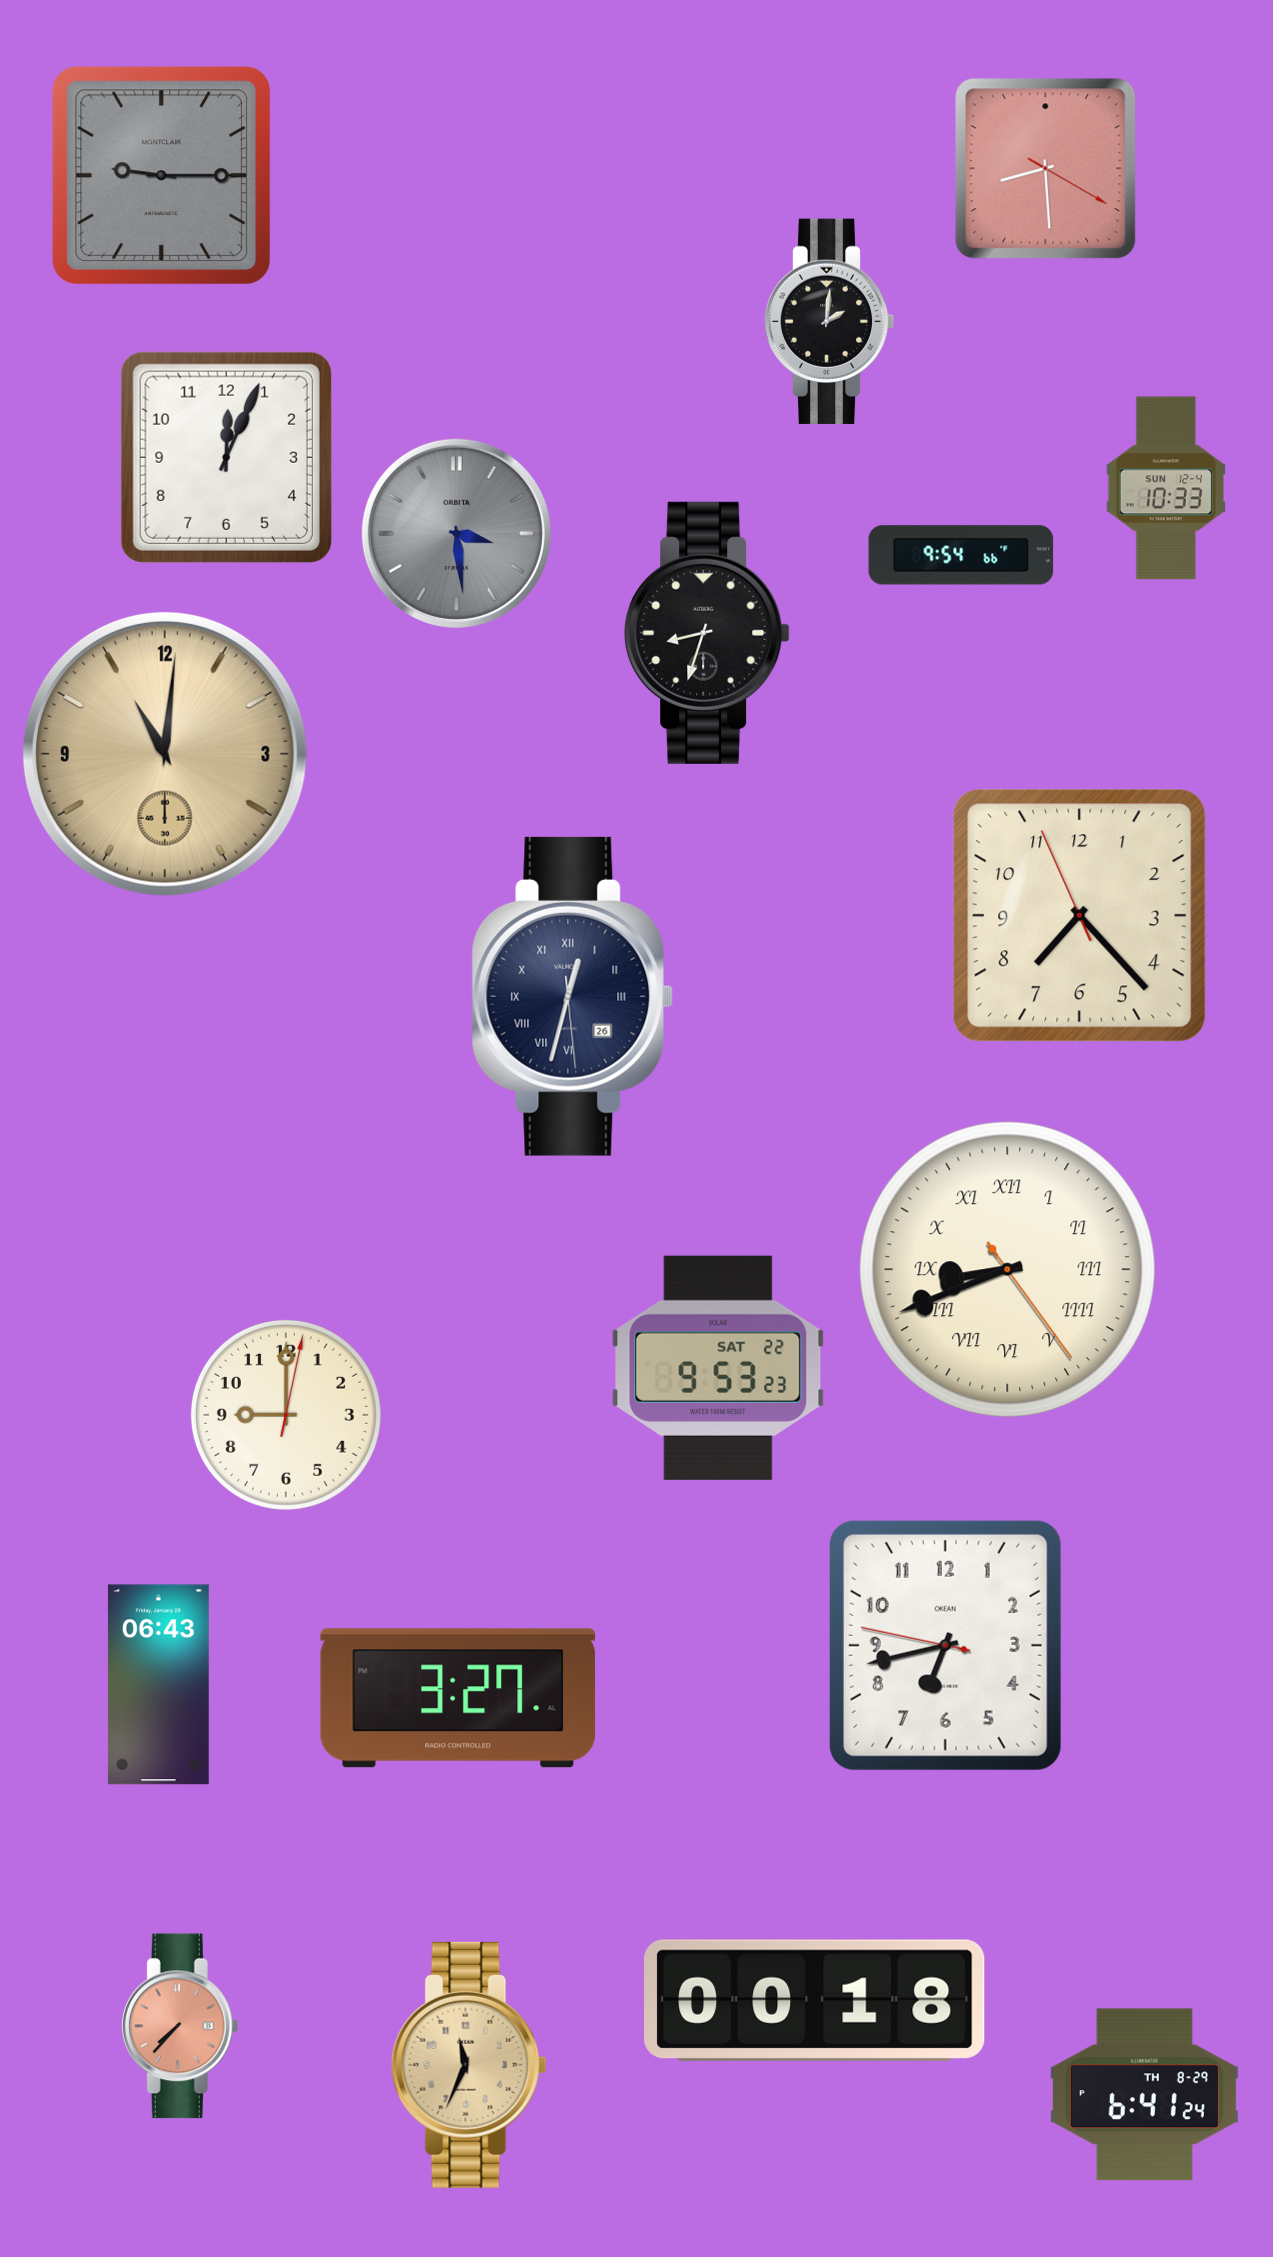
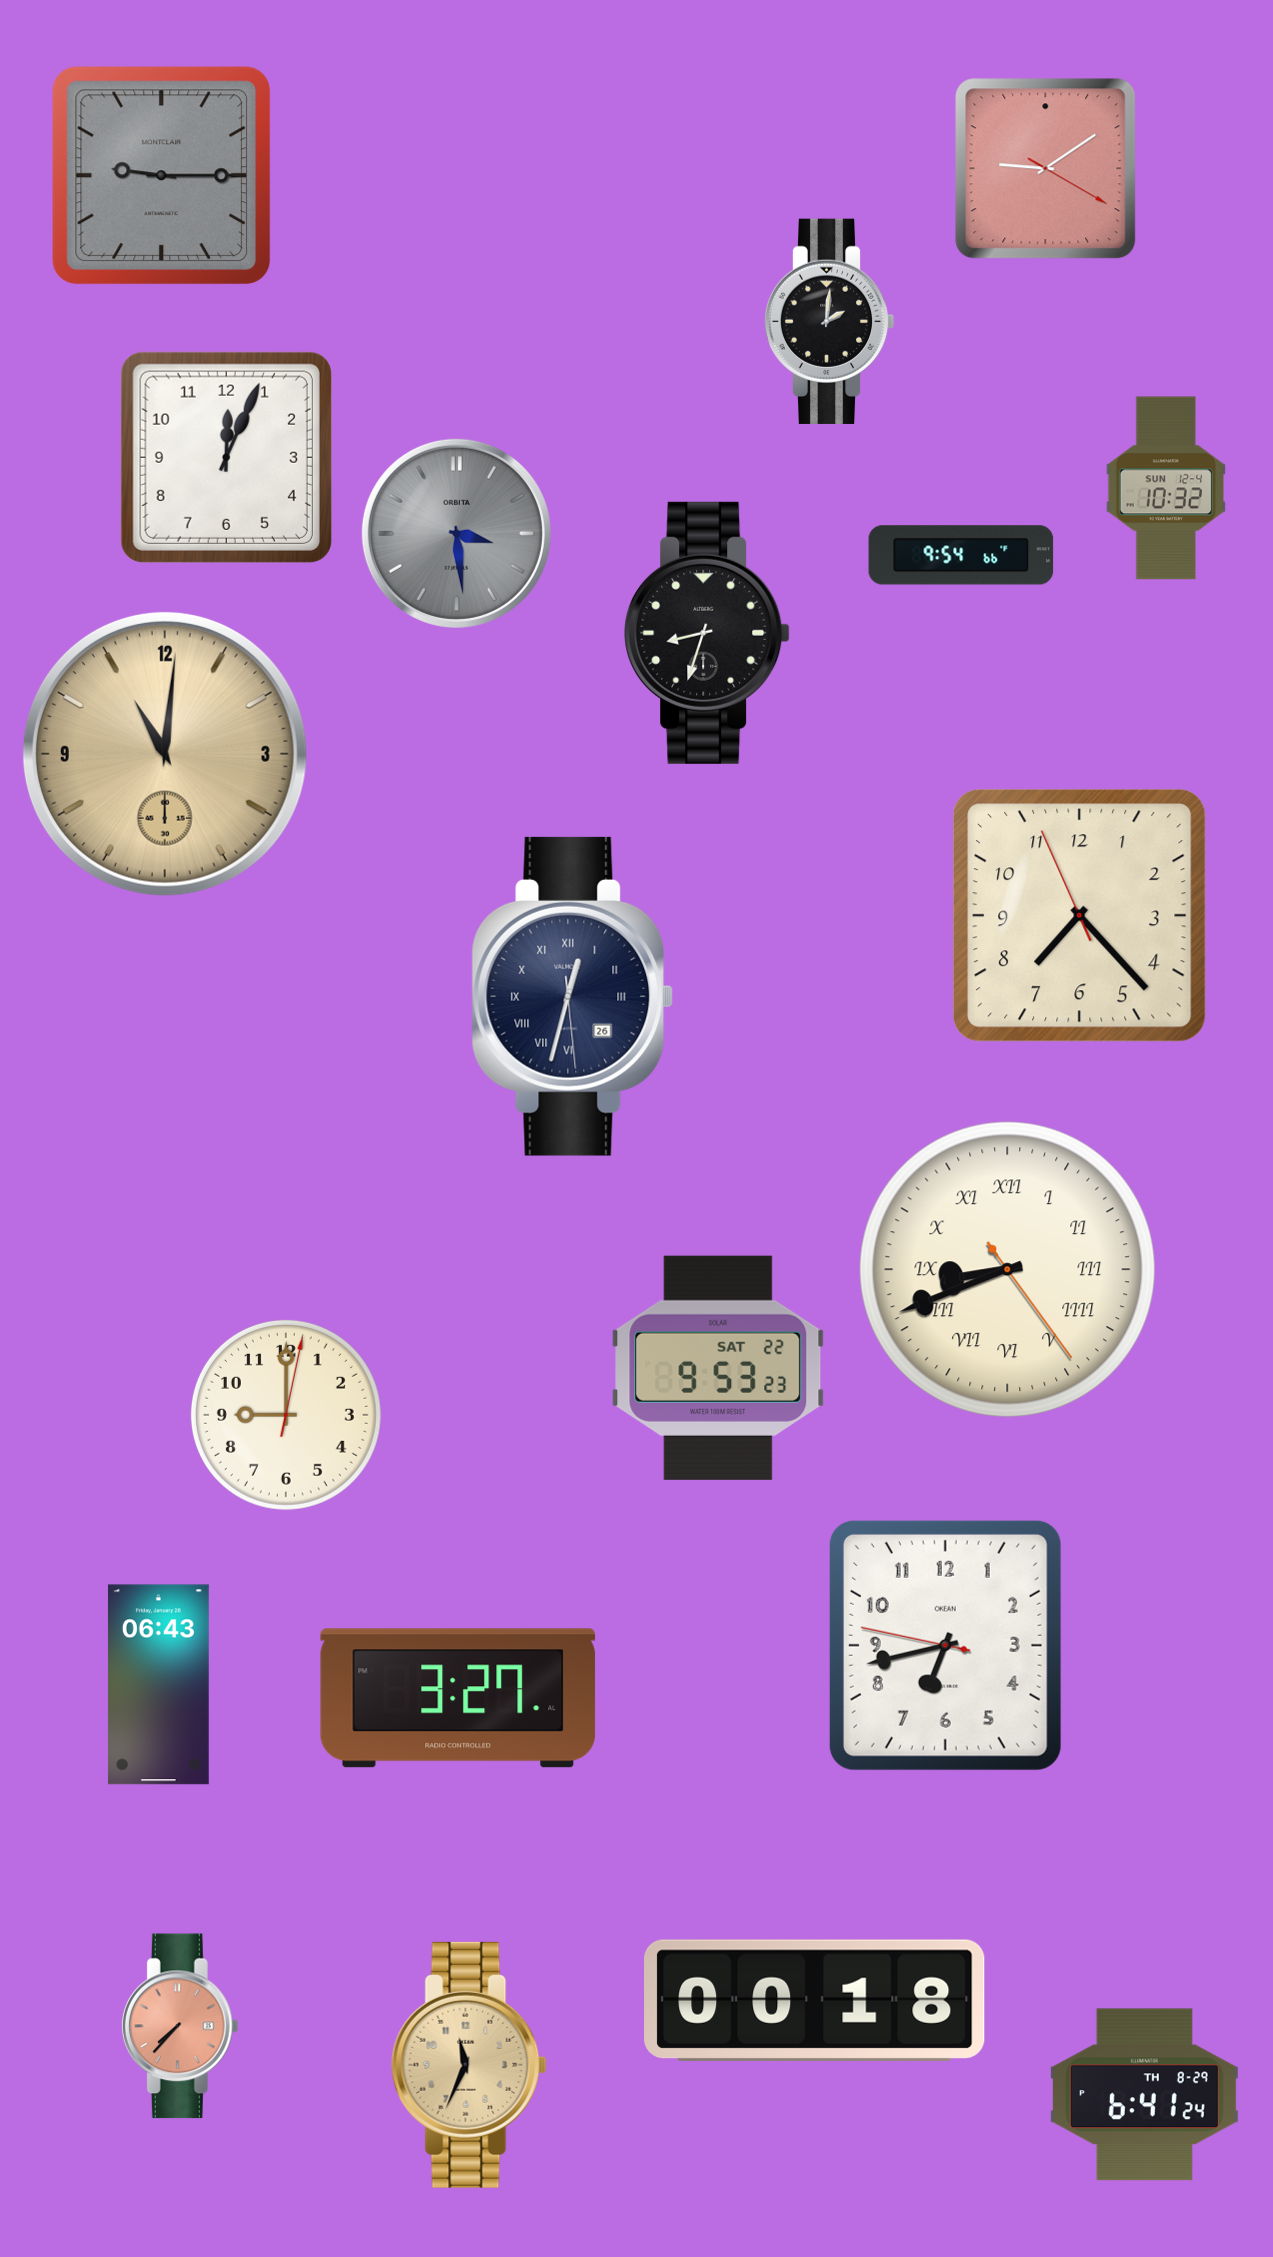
clock at (1046, 169): 8:29 -> 9:09
clock at (1165, 488): 10:33 -> 10:32
